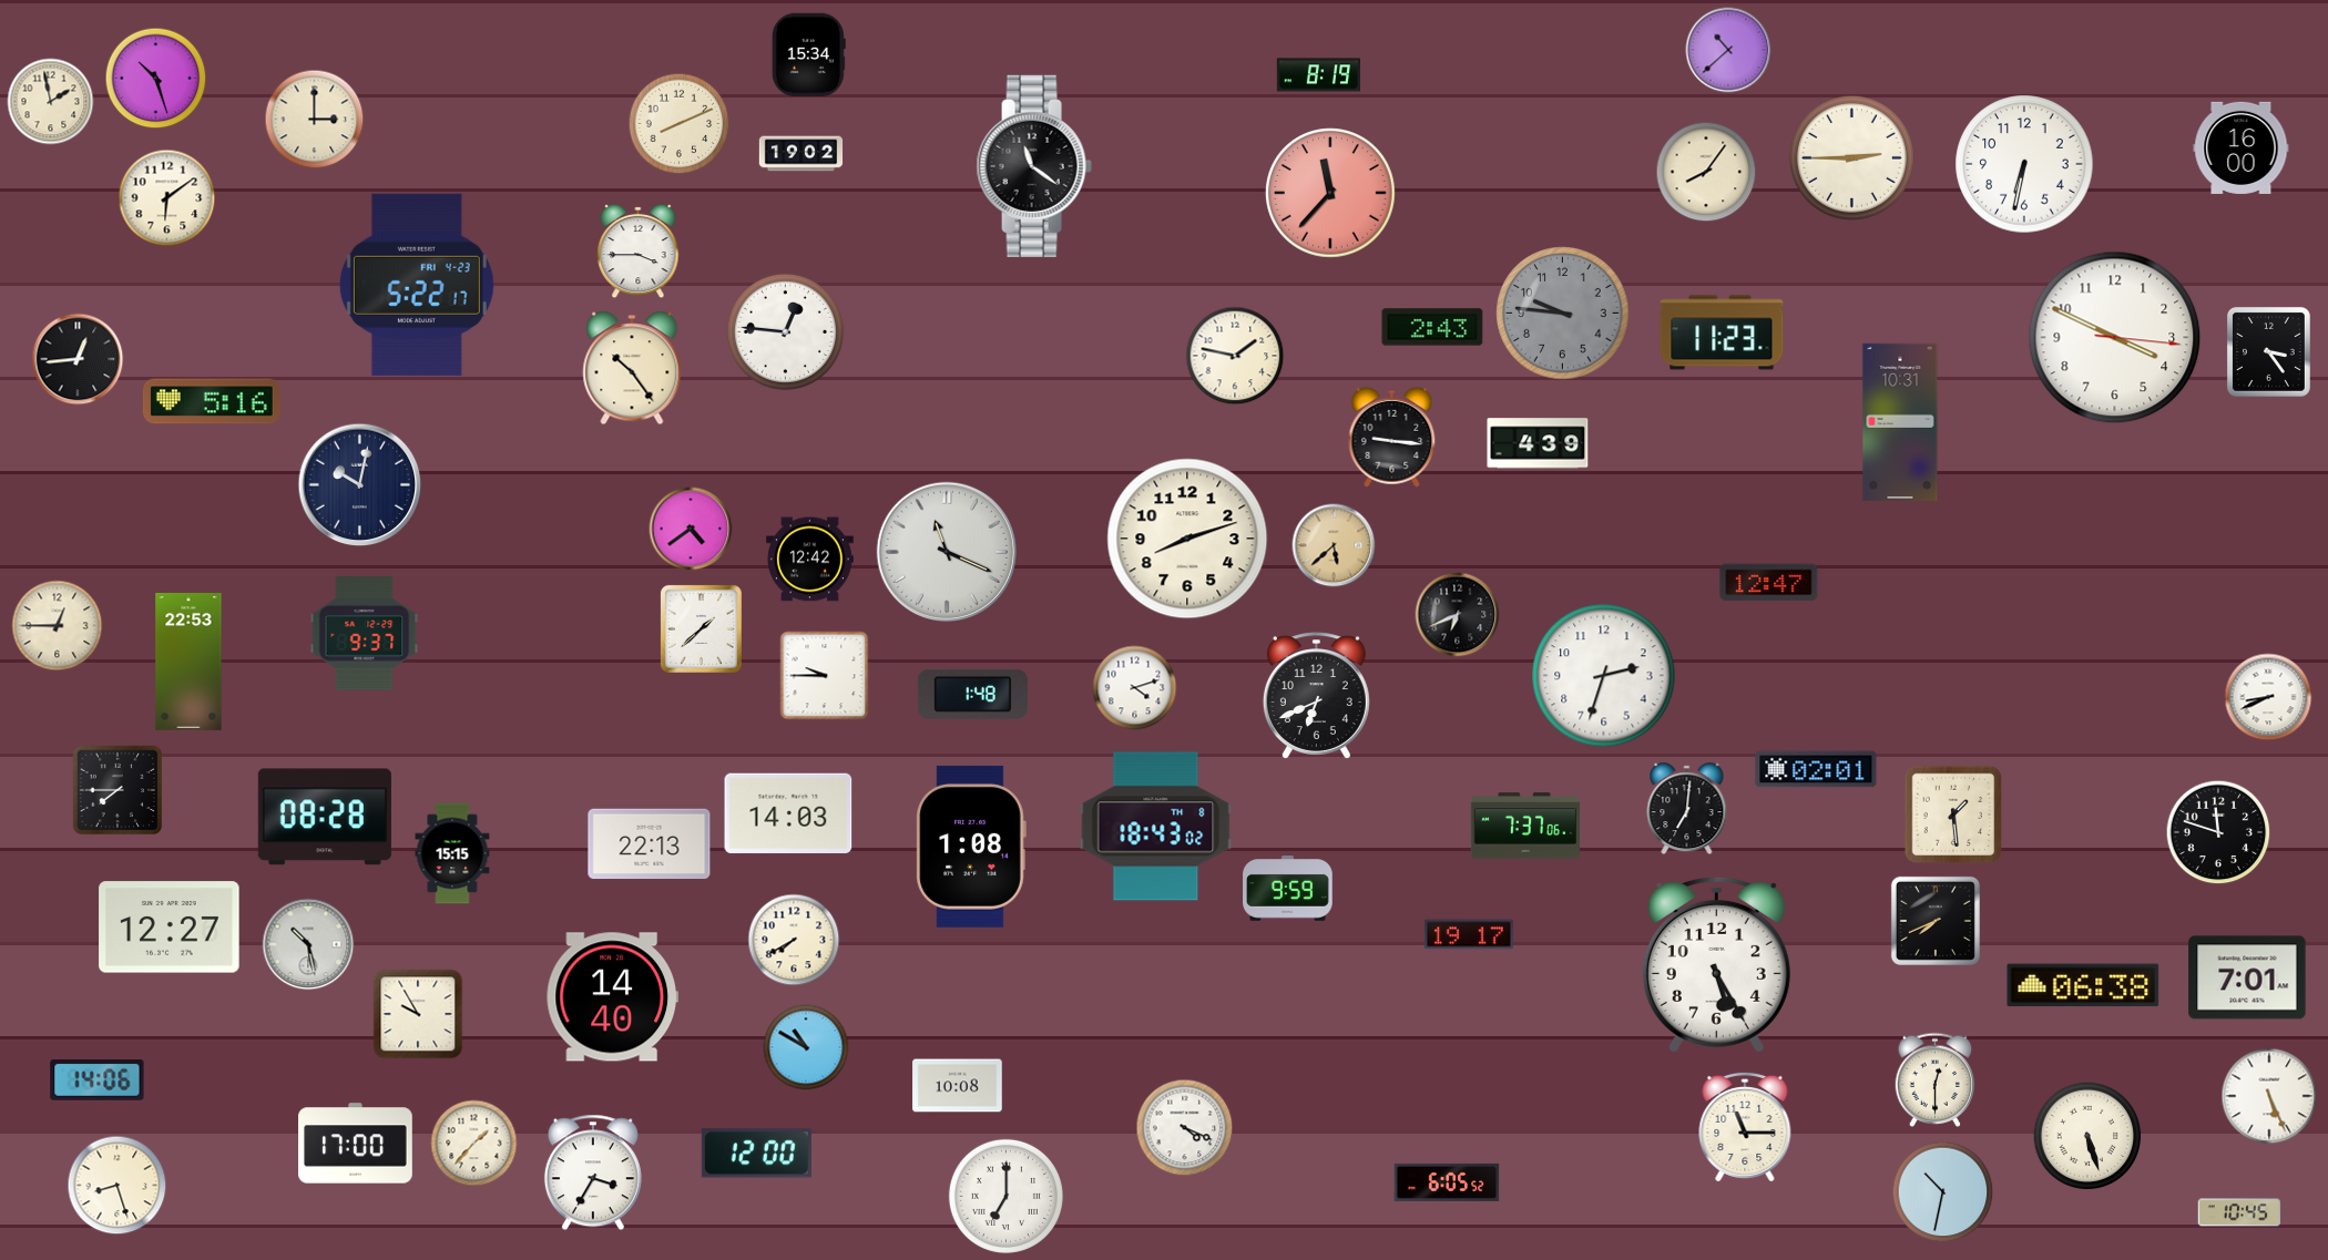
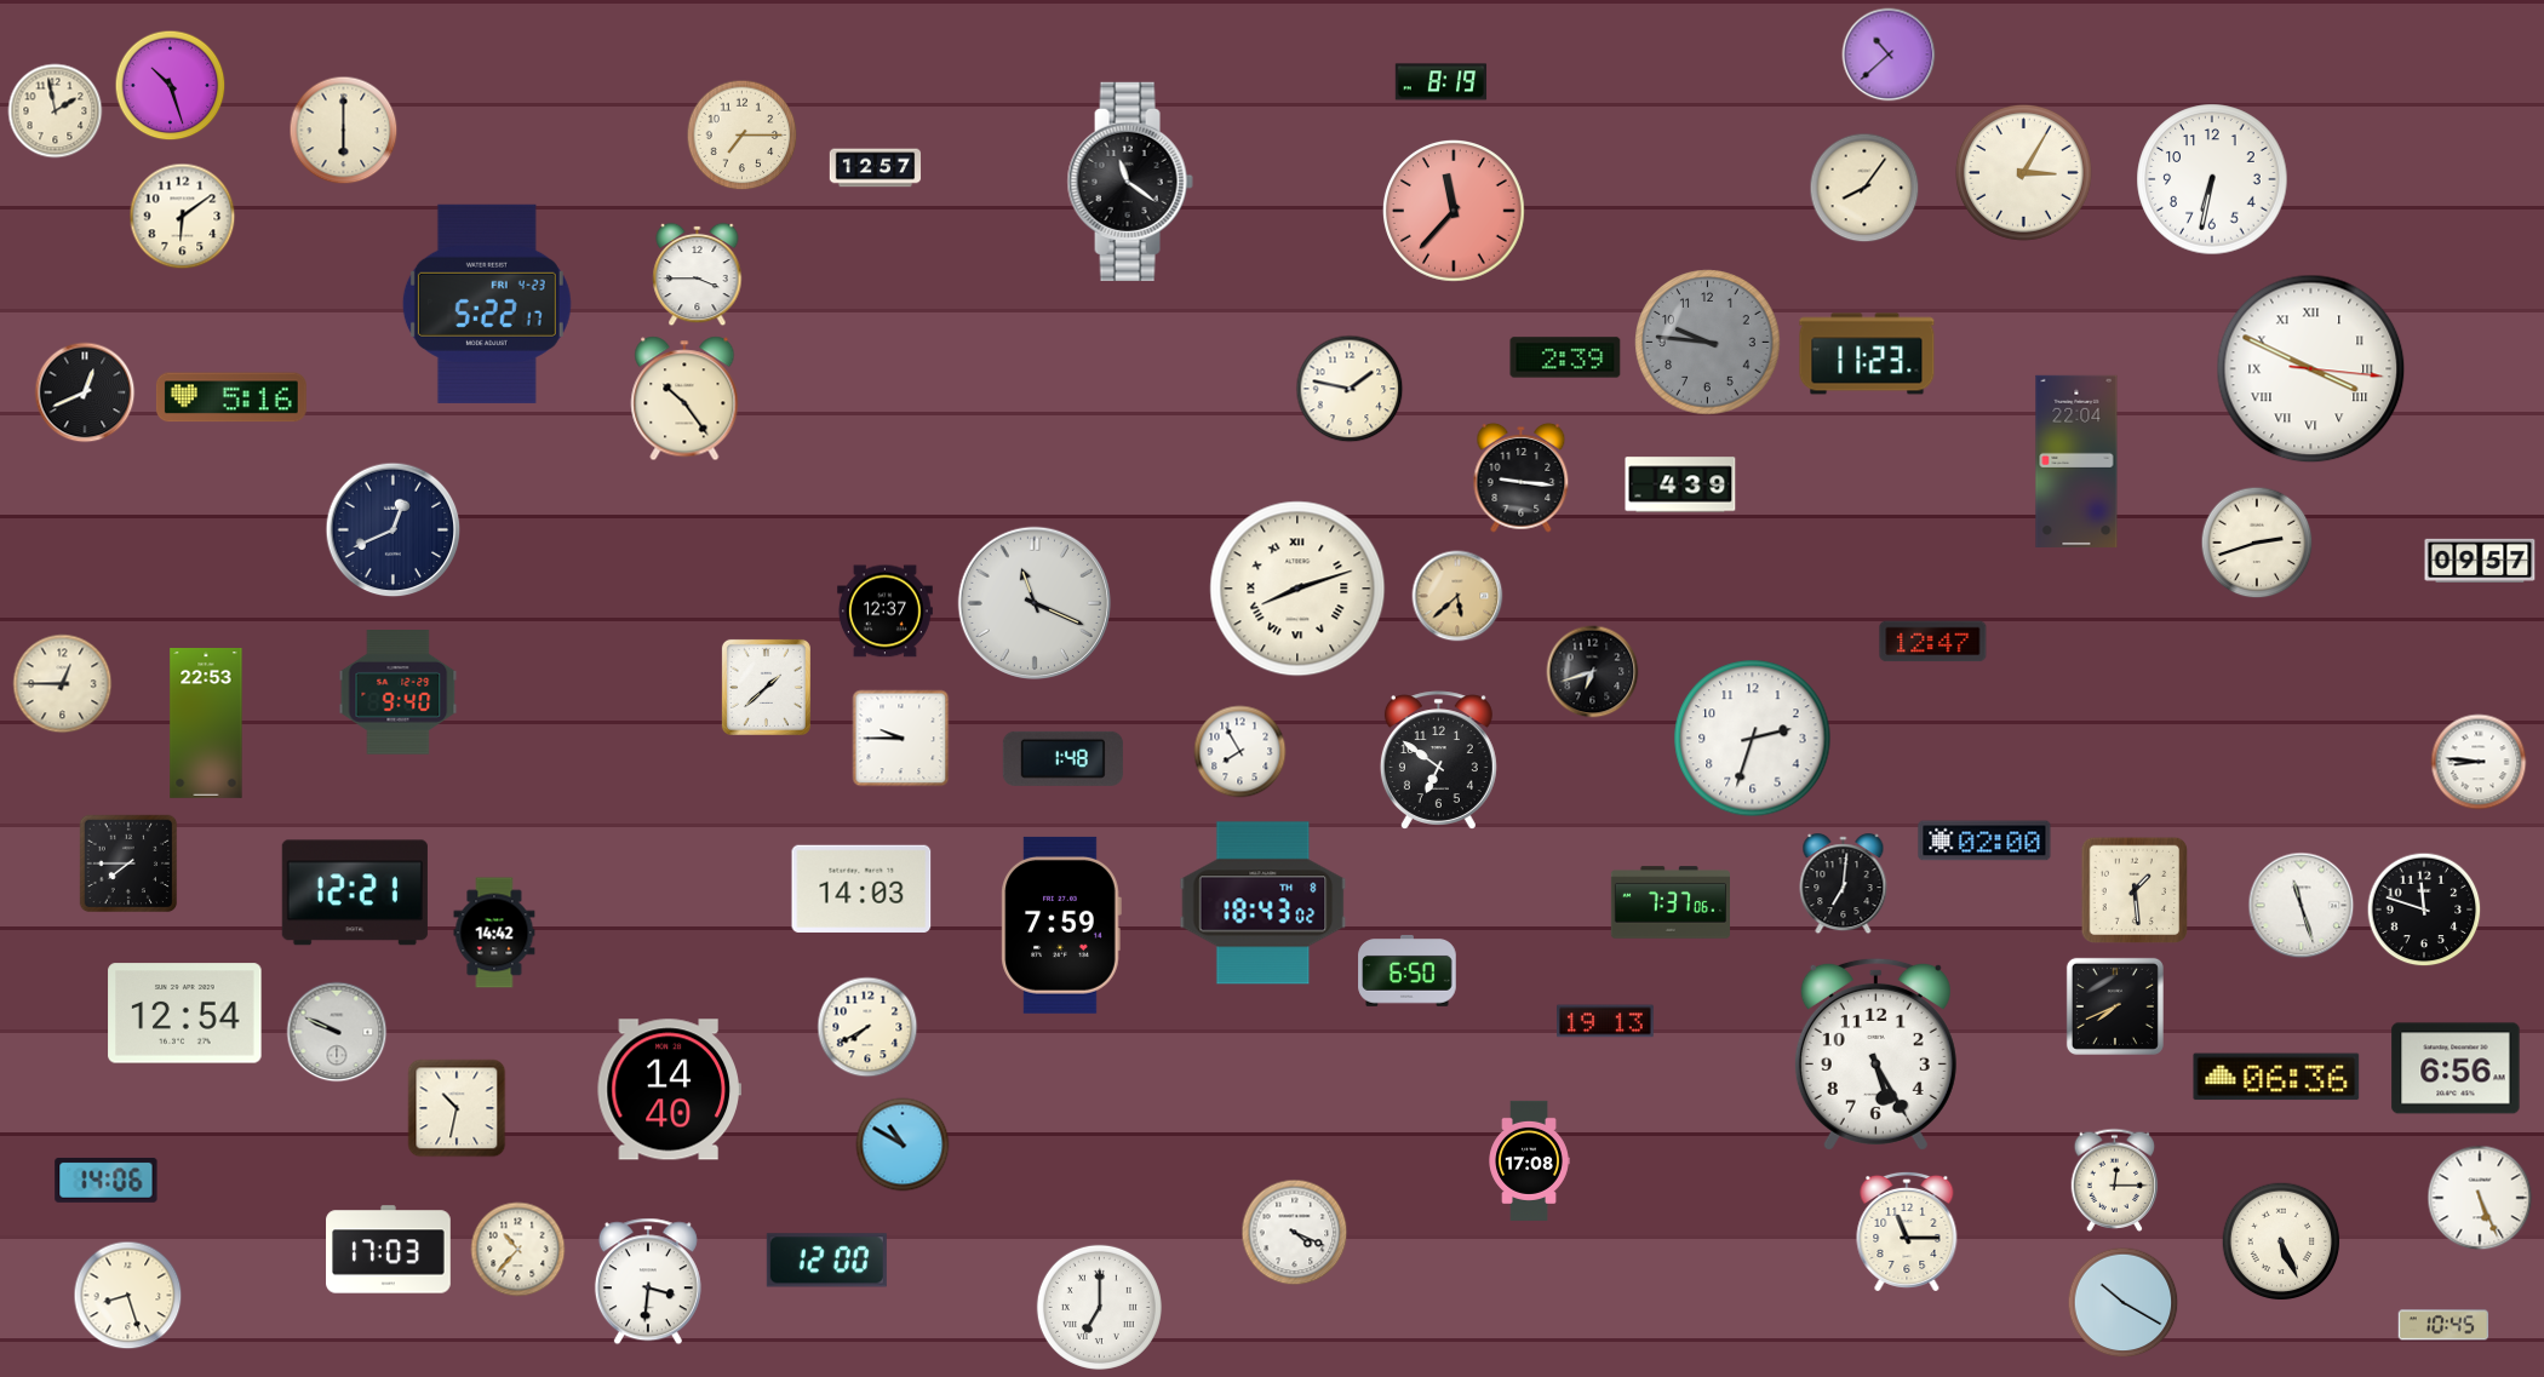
clock at (808, 54): 15:34 -> none
clock at (315, 120): 3:00 -> 6:00
clock at (680, 124): 8:11 -> 7:15
clock at (2242, 147): 16:00 -> none
clock at (801, 154): 19:02 -> 12:57
clock at (1851, 157): 2:45 -> 3:05
clock at (417, 285) position: (417, 285) -> (487, 304)
clock at (1432, 327): 2:43 -> 2:39
clock at (785, 331): 12:46 -> none
clock at (1722, 332) position: (1722, 332) -> (1867, 354)
clock at (2115, 338) numerals: Arabic -> Roman
clock at (2268, 351): 3:24 -> none
clock at (78, 359): 12:44 -> 12:41
clock at (632, 368) position: (632, 368) -> (684, 398)
clock at (212, 401) position: (212, 401) -> (231, 397)
clock at (1900, 422): 10:31 -> 22:04
clock at (360, 485): 10:02 -> 12:41
clock at (2257, 543): none -> 2:42
clock at (2480, 560): none -> 09:57
clock at (691, 529): 4:39 -> none
clock at (1187, 539) numerals: Arabic -> Roman
clock at (809, 560): 12:42 -> 12:37
clock at (1769, 583) position: (1769, 583) -> (1933, 642)
clock at (1458, 615): 6:41 -> 6:42
clock at (365, 634): 9:37 -> 9:40
clock at (1135, 688): 4:12 -> 7:55
clock at (1316, 696): 6:41 -> 6:51
clock at (2268, 697): 8:41 -> 8:46
clock at (1816, 769): 02:01 -> 02:00
clock at (325, 817): 08:28 -> 12:21
clock at (1524, 826) position: (1524, 826) -> (1669, 902)
clock at (2302, 906): none -> 11:27
clock at (650, 844): 22:13 -> none
clock at (971, 847): 1:08 -> 7:59
clock at (452, 853): 15:15 -> 14:42
clock at (1288, 889): 9:59 -> 6:50
clock at (170, 928): 12:27 -> 12:54
clock at (1470, 934): 19:17 -> 19:13
clock at (308, 944): 10:28 -> 9:49
clock at (2247, 977): 7:01 -> 6:56
clock at (2083, 985): 06:38 -> 06:36
clock at (418, 1014): 9:55 -> 10:32
clock at (806, 1047) position: (806, 1047) -> (903, 1144)
clock at (1529, 1160): none -> 17:08
clock at (1936, 1079): 12:30 -> 12:15
clock at (958, 1086): 10:08 -> none
clock at (2087, 1136): 5:27 -> 5:26
clock at (356, 1144): 17:00 -> 17:03
clock at (474, 1144): 1:37 -> 10:37
clock at (593, 1172): 3:35 -> 3:31
clock at (1447, 1182): 6:05 -> none
clock at (1943, 1192): 10:32 -> 10:20
clock at (2239, 1212) position: (2239, 1212) -> (2443, 1325)
